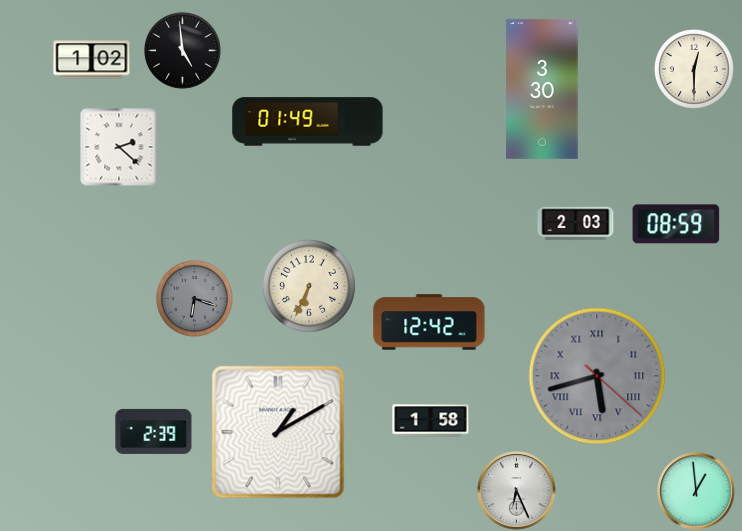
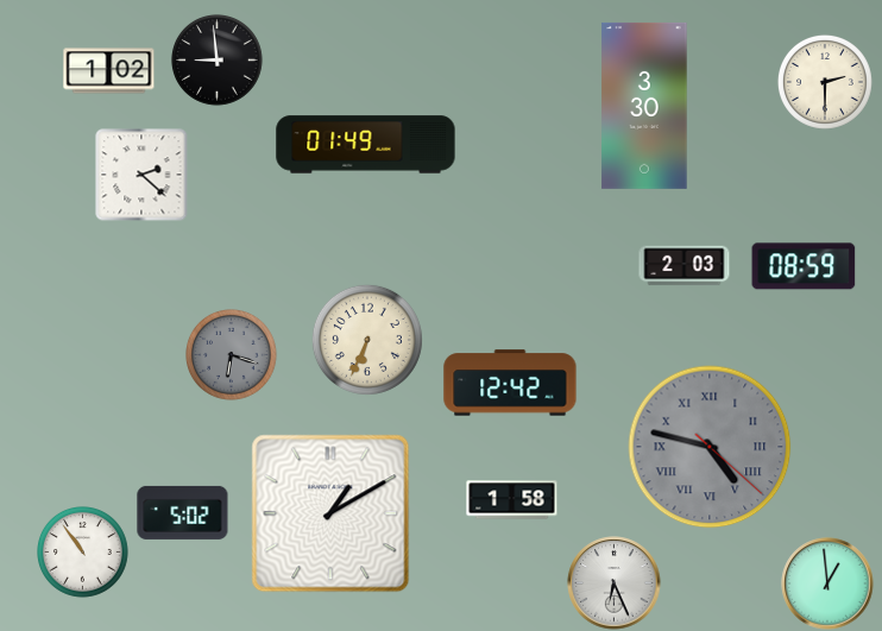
clock at (183, 51): 4:59 -> 8:59
clock at (694, 69): 12:30 -> 2:30
clock at (597, 376): 5:42 -> 4:47
clock at (154, 431): 2:39 -> 5:02
clock at (83, 553): none -> 10:54
